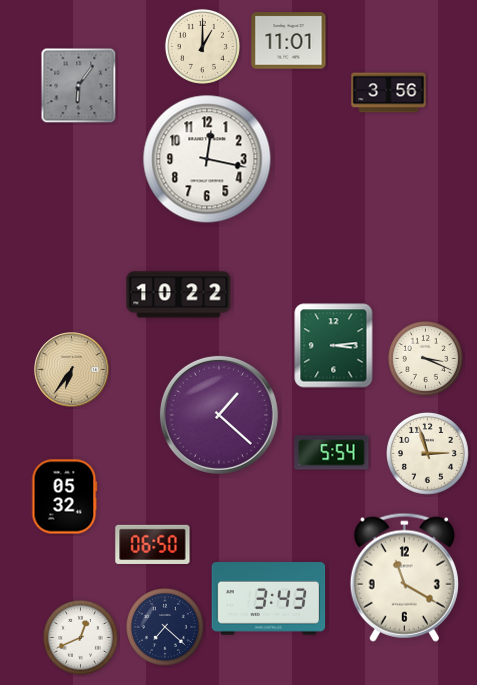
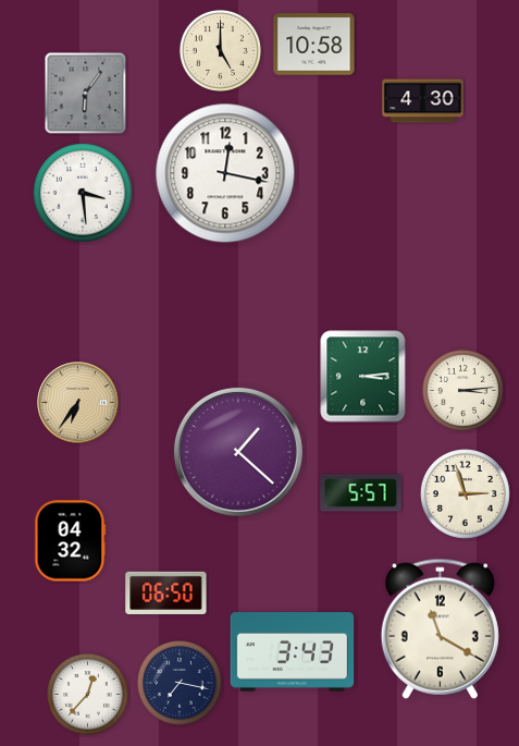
clock at (289, 41): 11:01 -> 10:58
clock at (202, 46): 1:00 -> 5:00
clock at (389, 93): 3:56 -> 4:30
clock at (83, 193): none -> 3:29
clock at (179, 295): 10:22 -> none
clock at (425, 358): 3:19 -> 3:14
clock at (332, 453): 5:54 -> 5:57
clock at (65, 497): 05:32 -> 04:32
clock at (165, 627): 7:22 -> 7:17
clock at (80, 637): 12:41 -> 12:37
